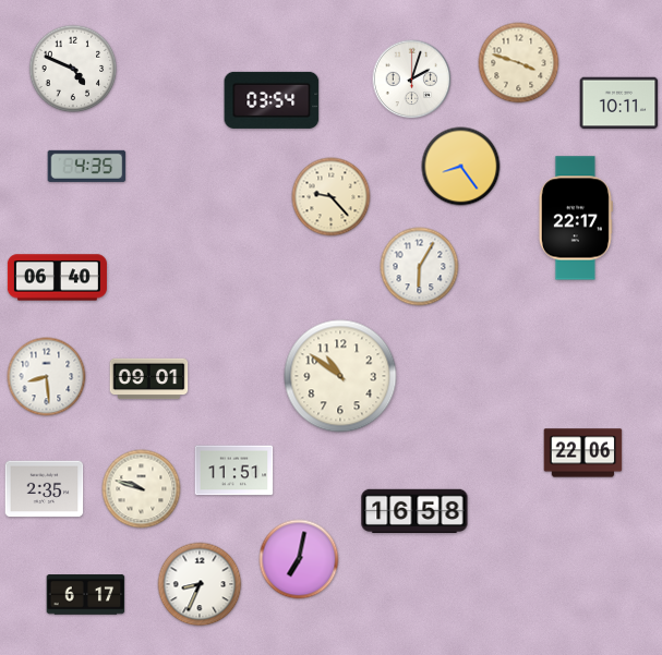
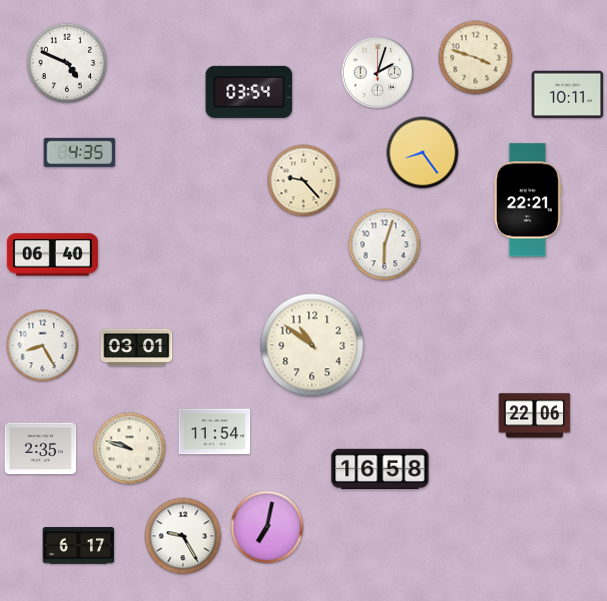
clock at (576, 218): 22:17 -> 22:21
clock at (420, 267): 6:05 -> 6:03
clock at (47, 377): 8:29 -> 8:25
clock at (149, 379): 09:01 -> 03:01
clock at (234, 471): 11:51 -> 11:54
clock at (299, 559) position: (299, 559) -> (267, 527)
clock at (200, 584): 8:34 -> 9:25
